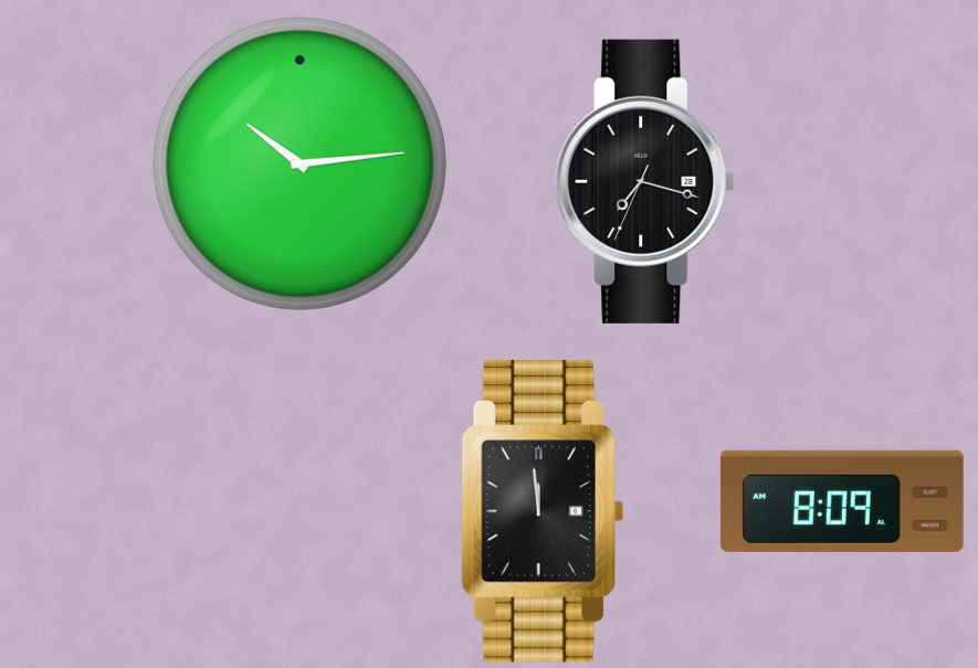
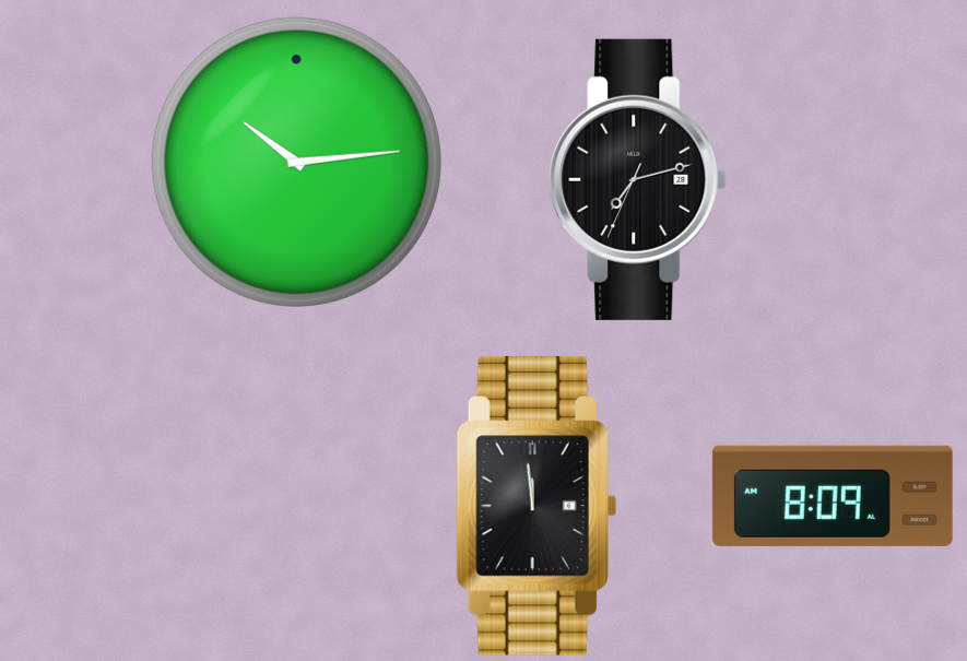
clock at (645, 181): 7:17 -> 7:12
